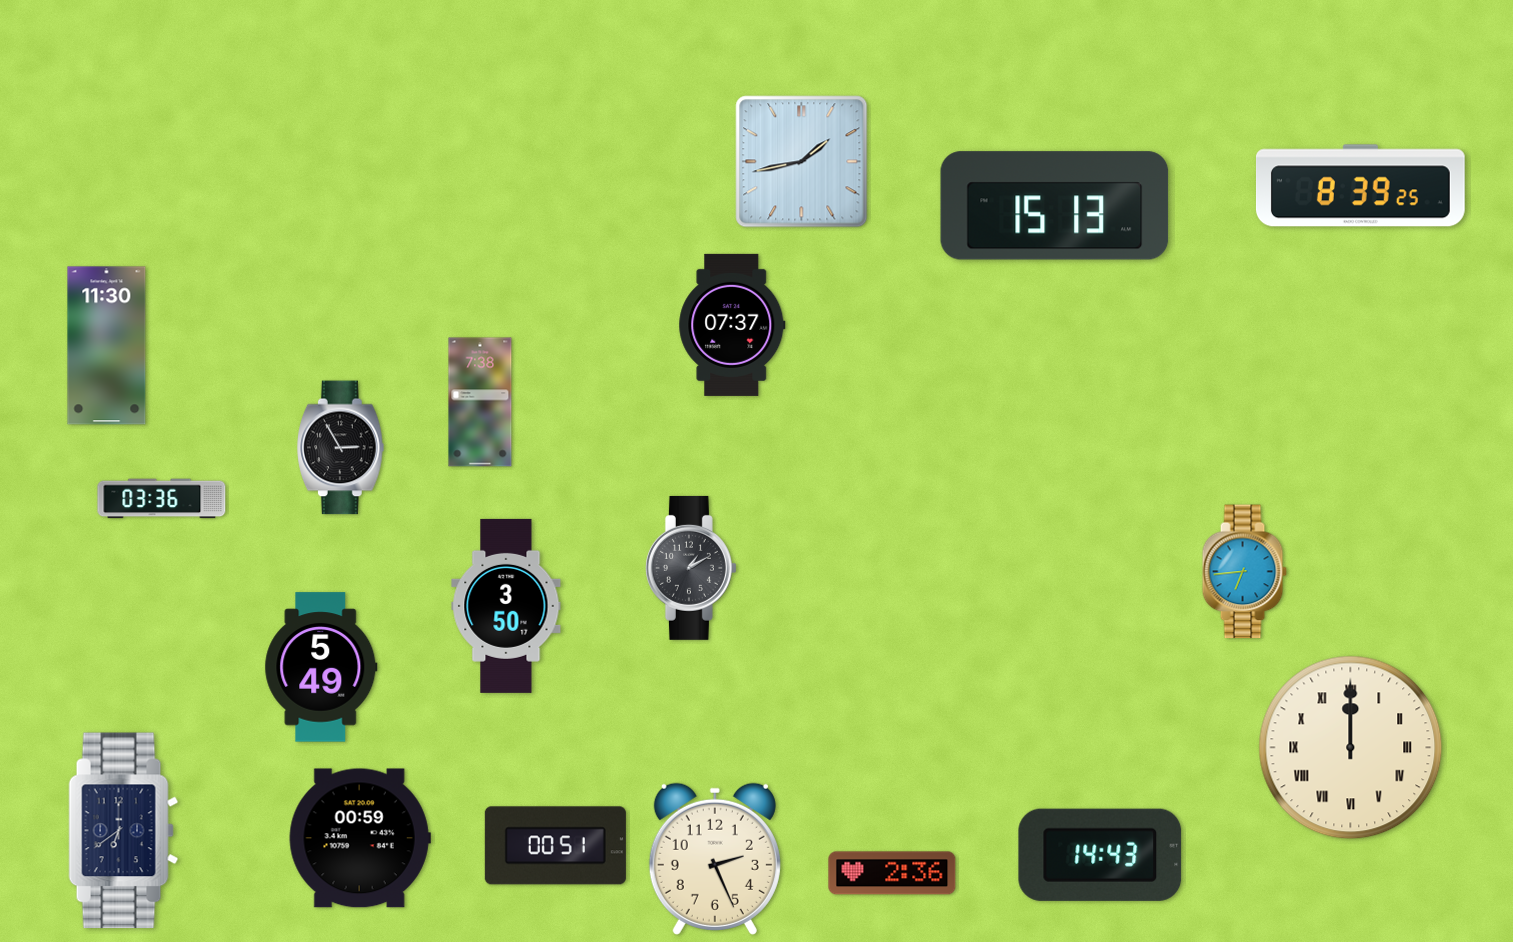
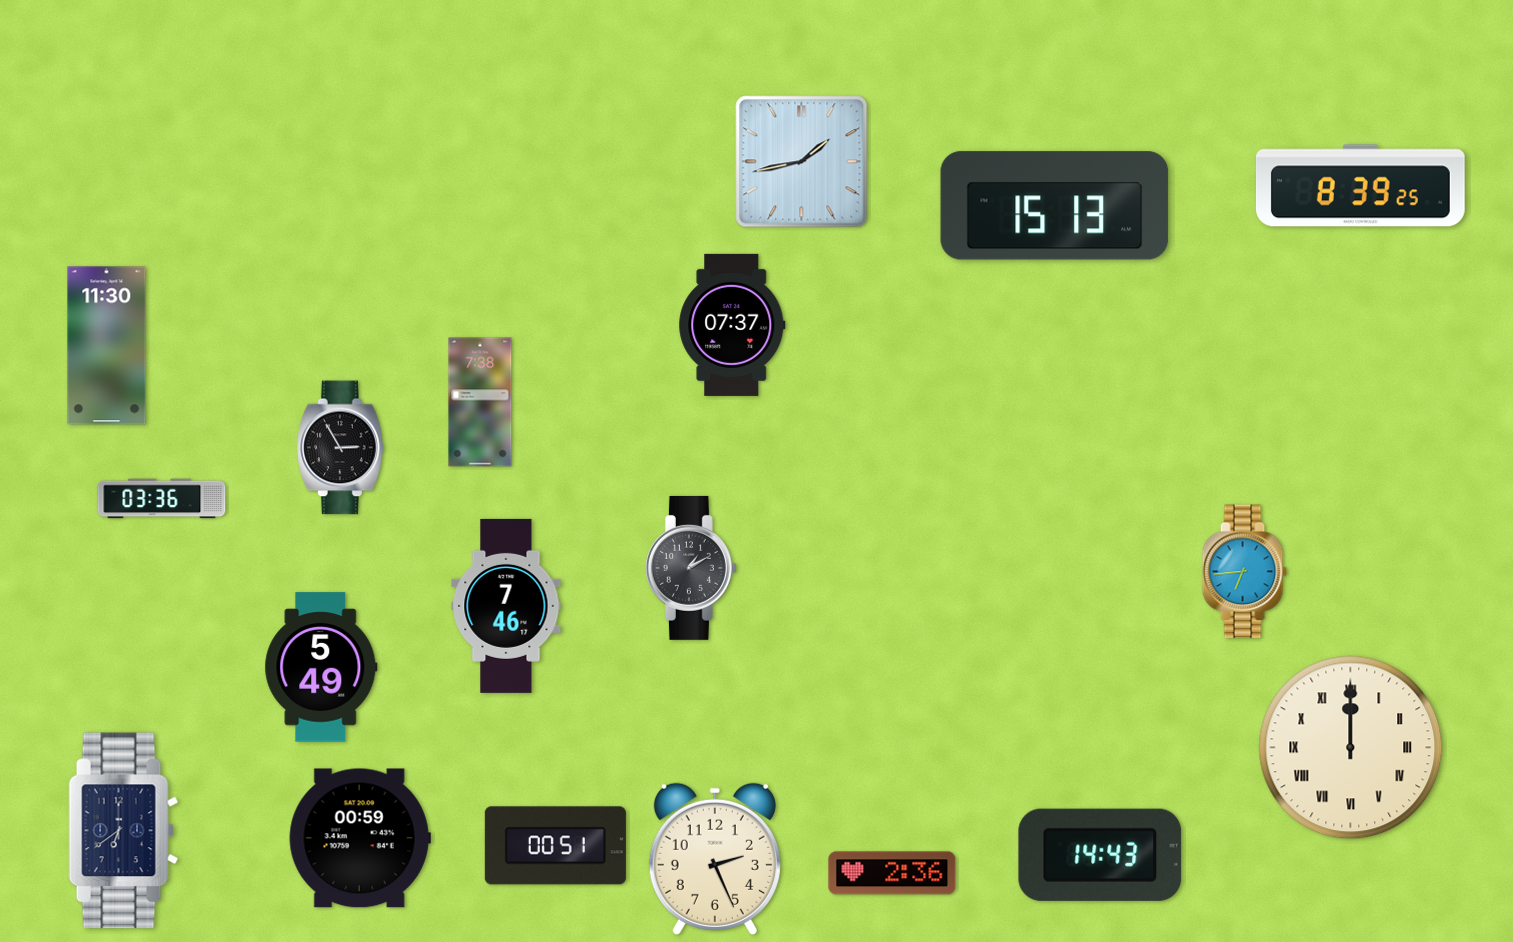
clock at (506, 606): 3:50 -> 7:46
